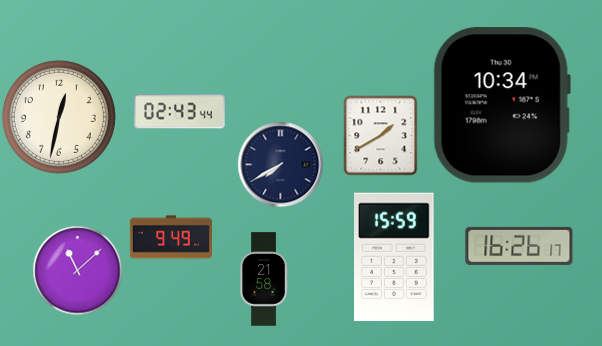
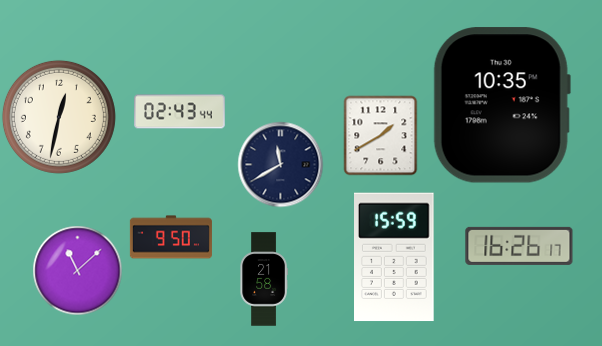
clock at (502, 105): 10:34 -> 10:35
clock at (280, 164): 7:40 -> 11:40
clock at (171, 237): 9:49 -> 9:50
